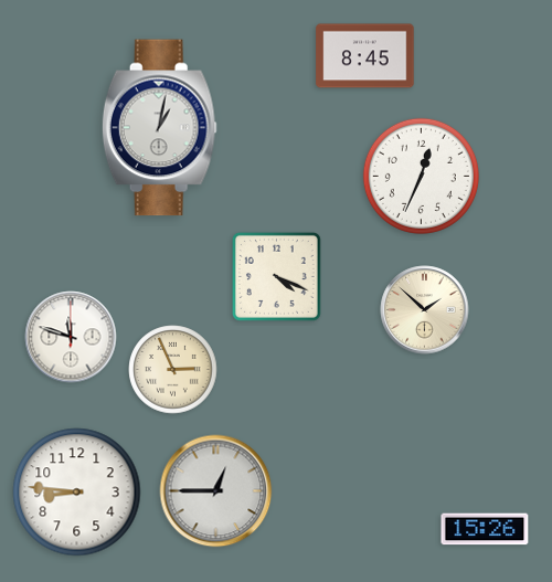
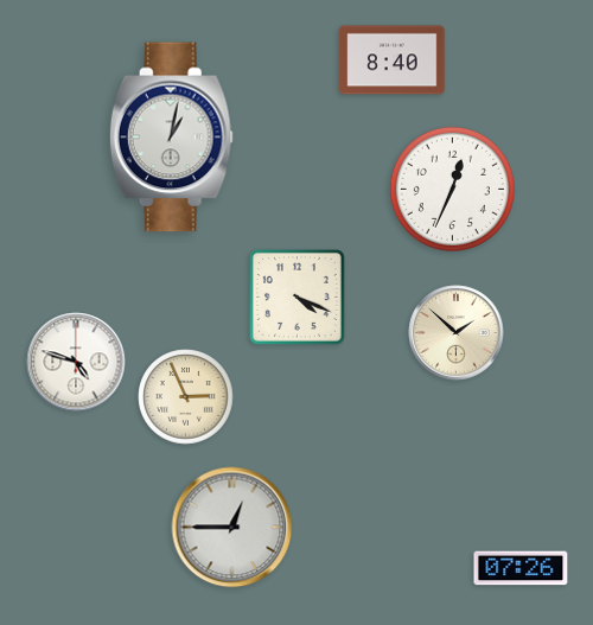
clock at (365, 56): 8:45 -> 8:40
clock at (71, 337): 11:48 -> 4:48
clock at (77, 493): 8:46 -> none
clock at (485, 529): 15:26 -> 07:26
